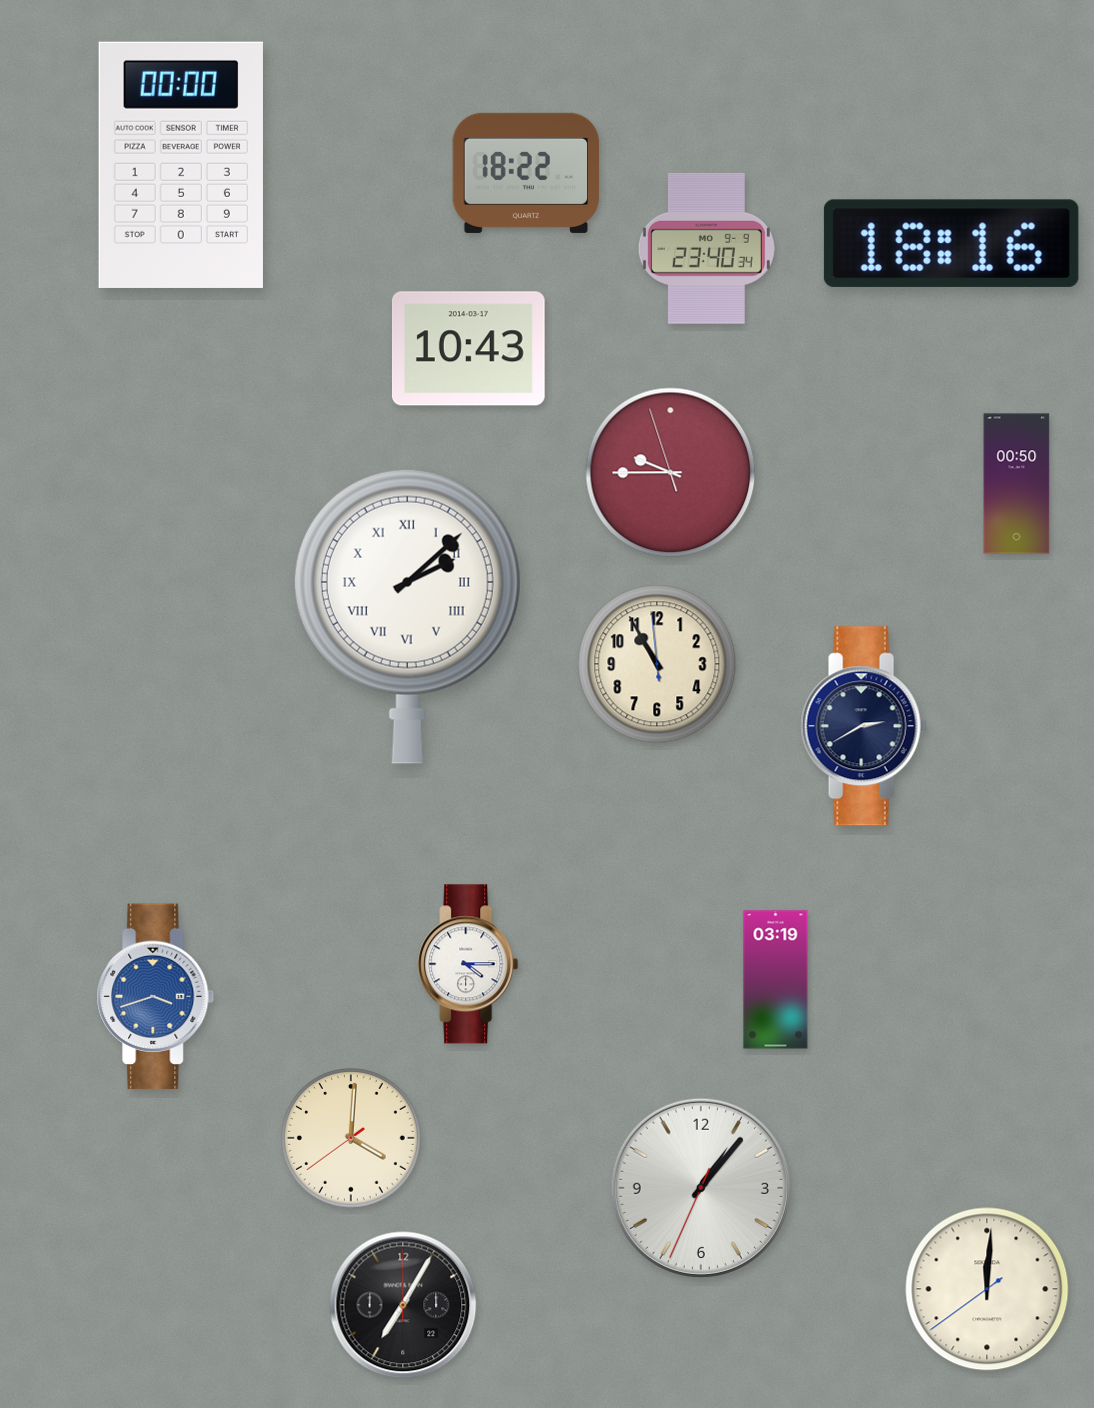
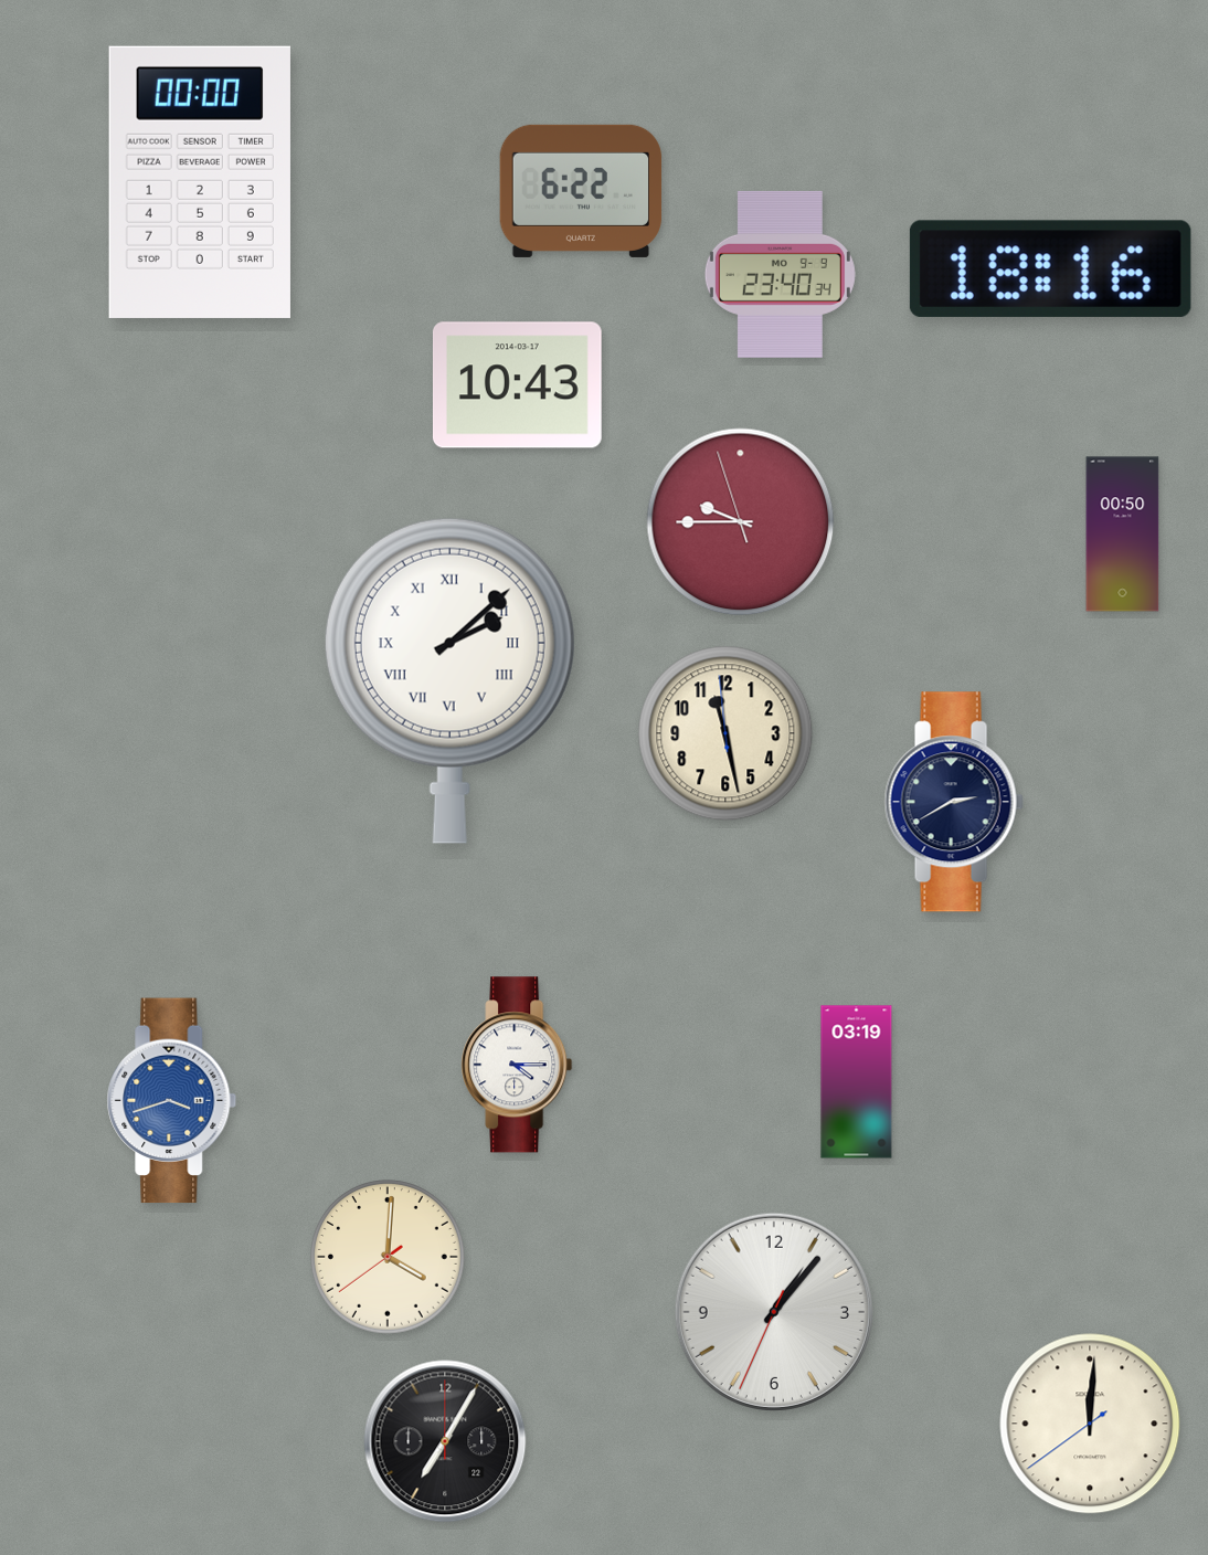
clock at (526, 173): 18:22 -> 6:22
clock at (657, 664): 10:54 -> 11:27
